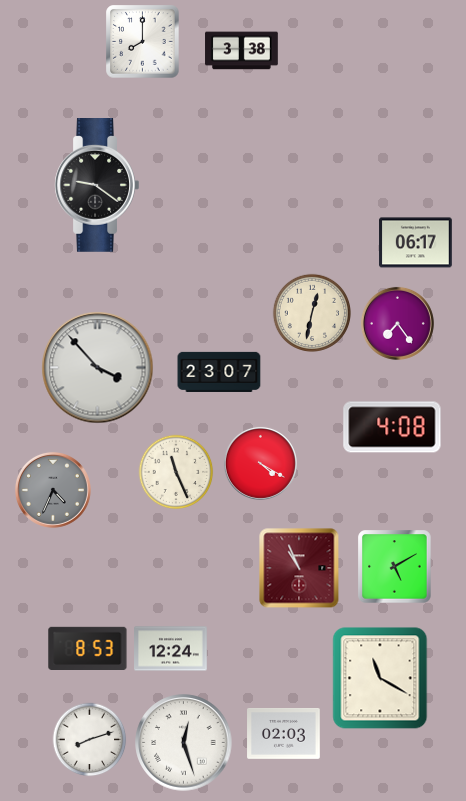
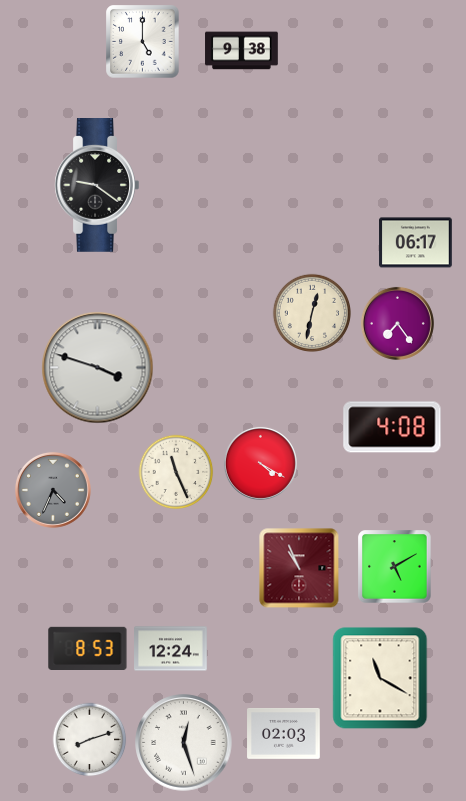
clock at (143, 42): 8:00 -> 5:00
clock at (242, 51): 3:38 -> 9:38
clock at (98, 368): 3:53 -> 3:48
clock at (219, 372): 23:07 -> none
